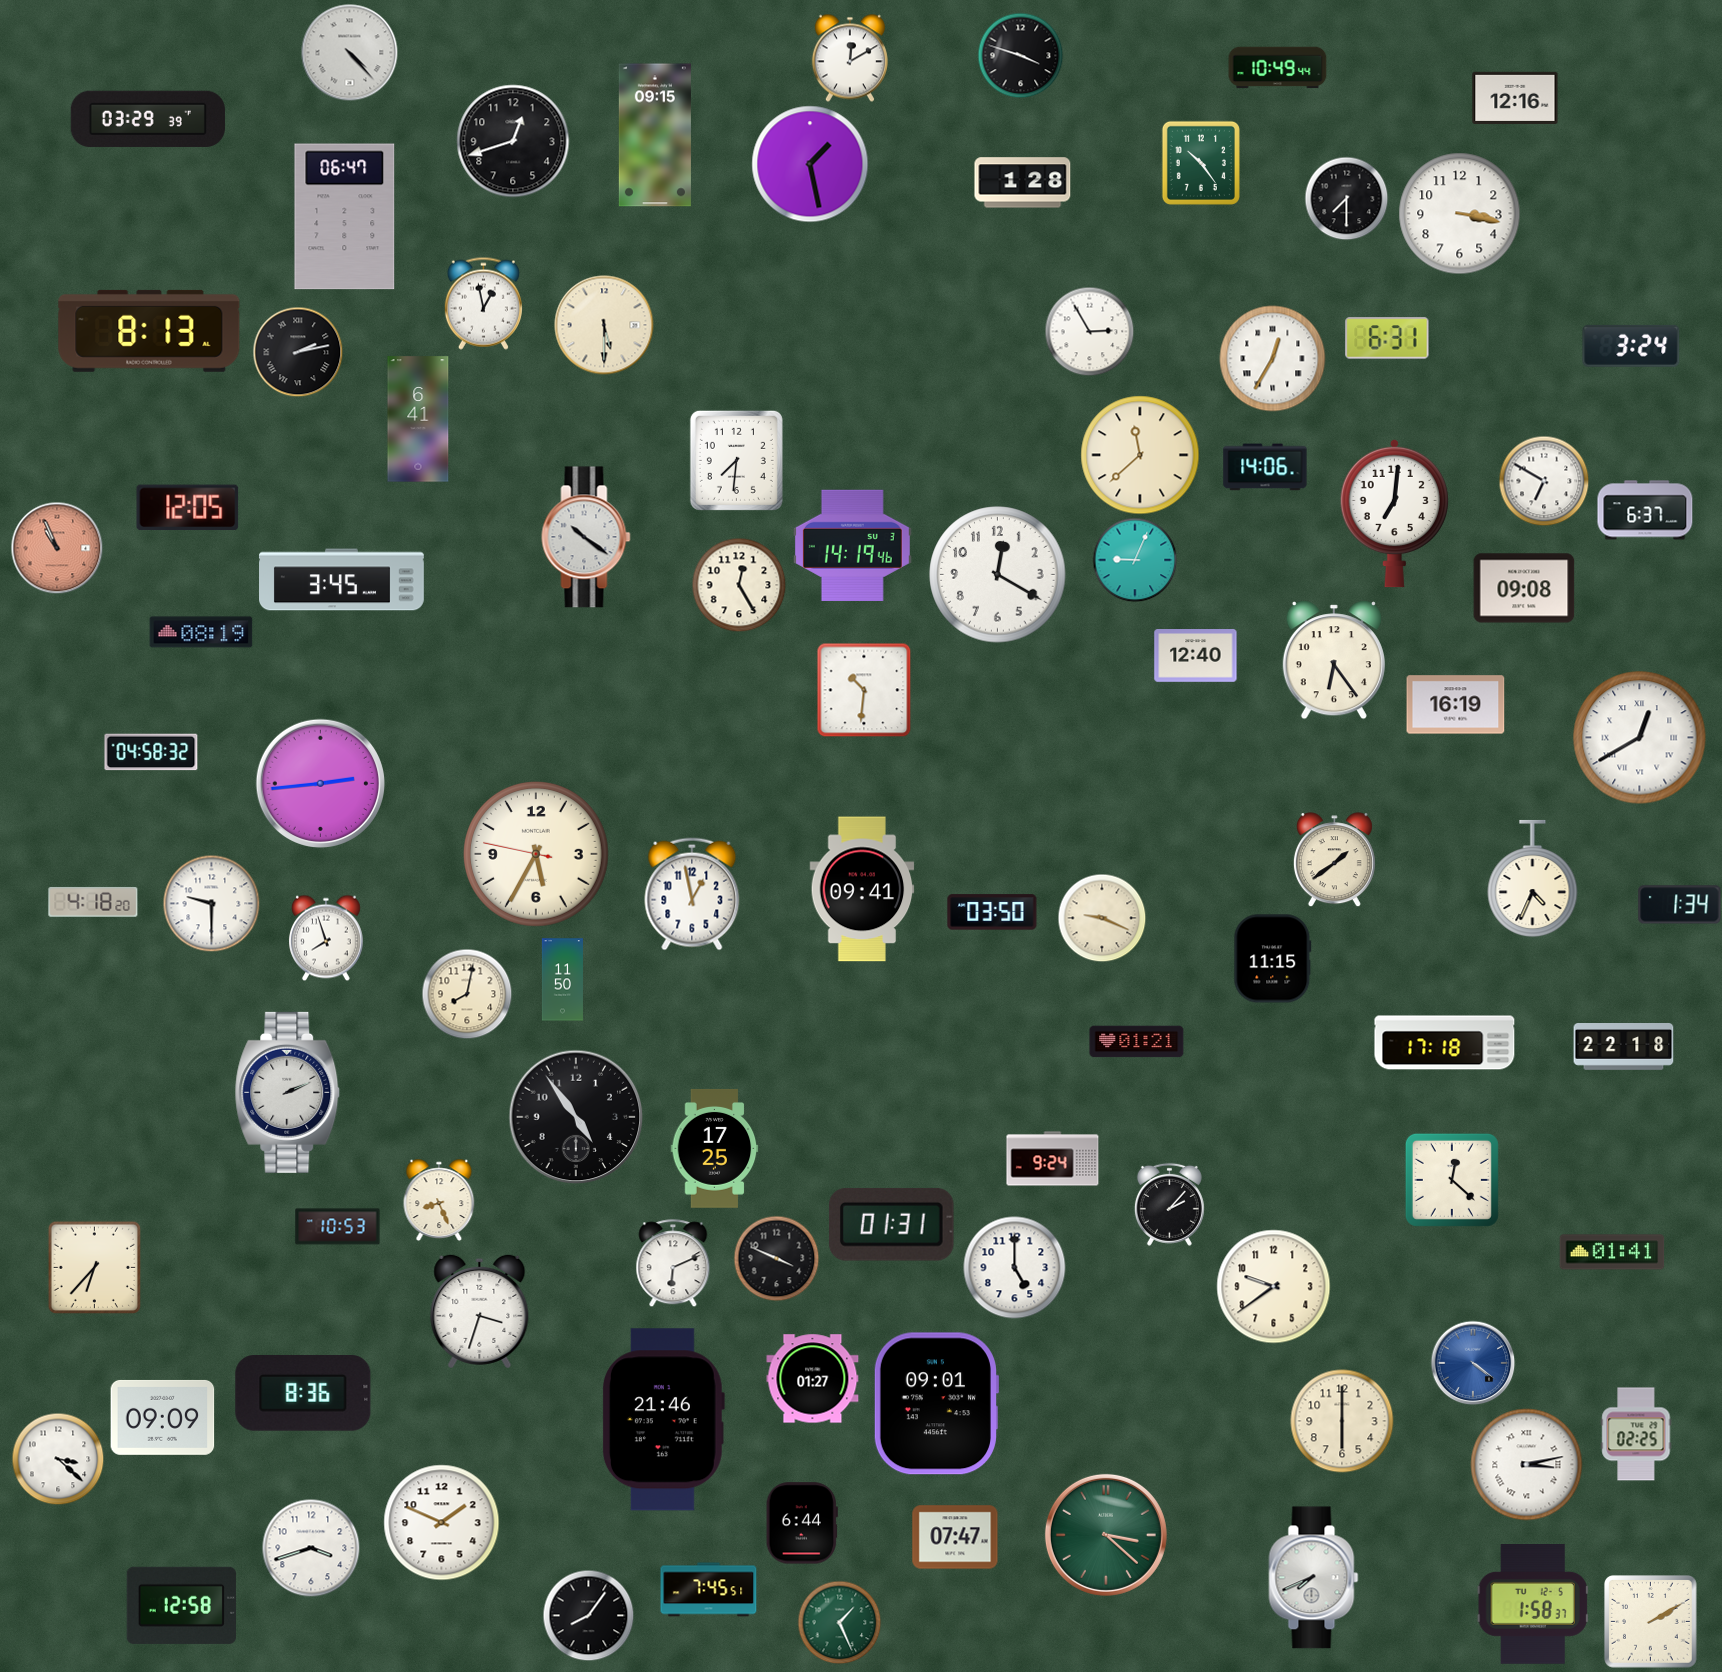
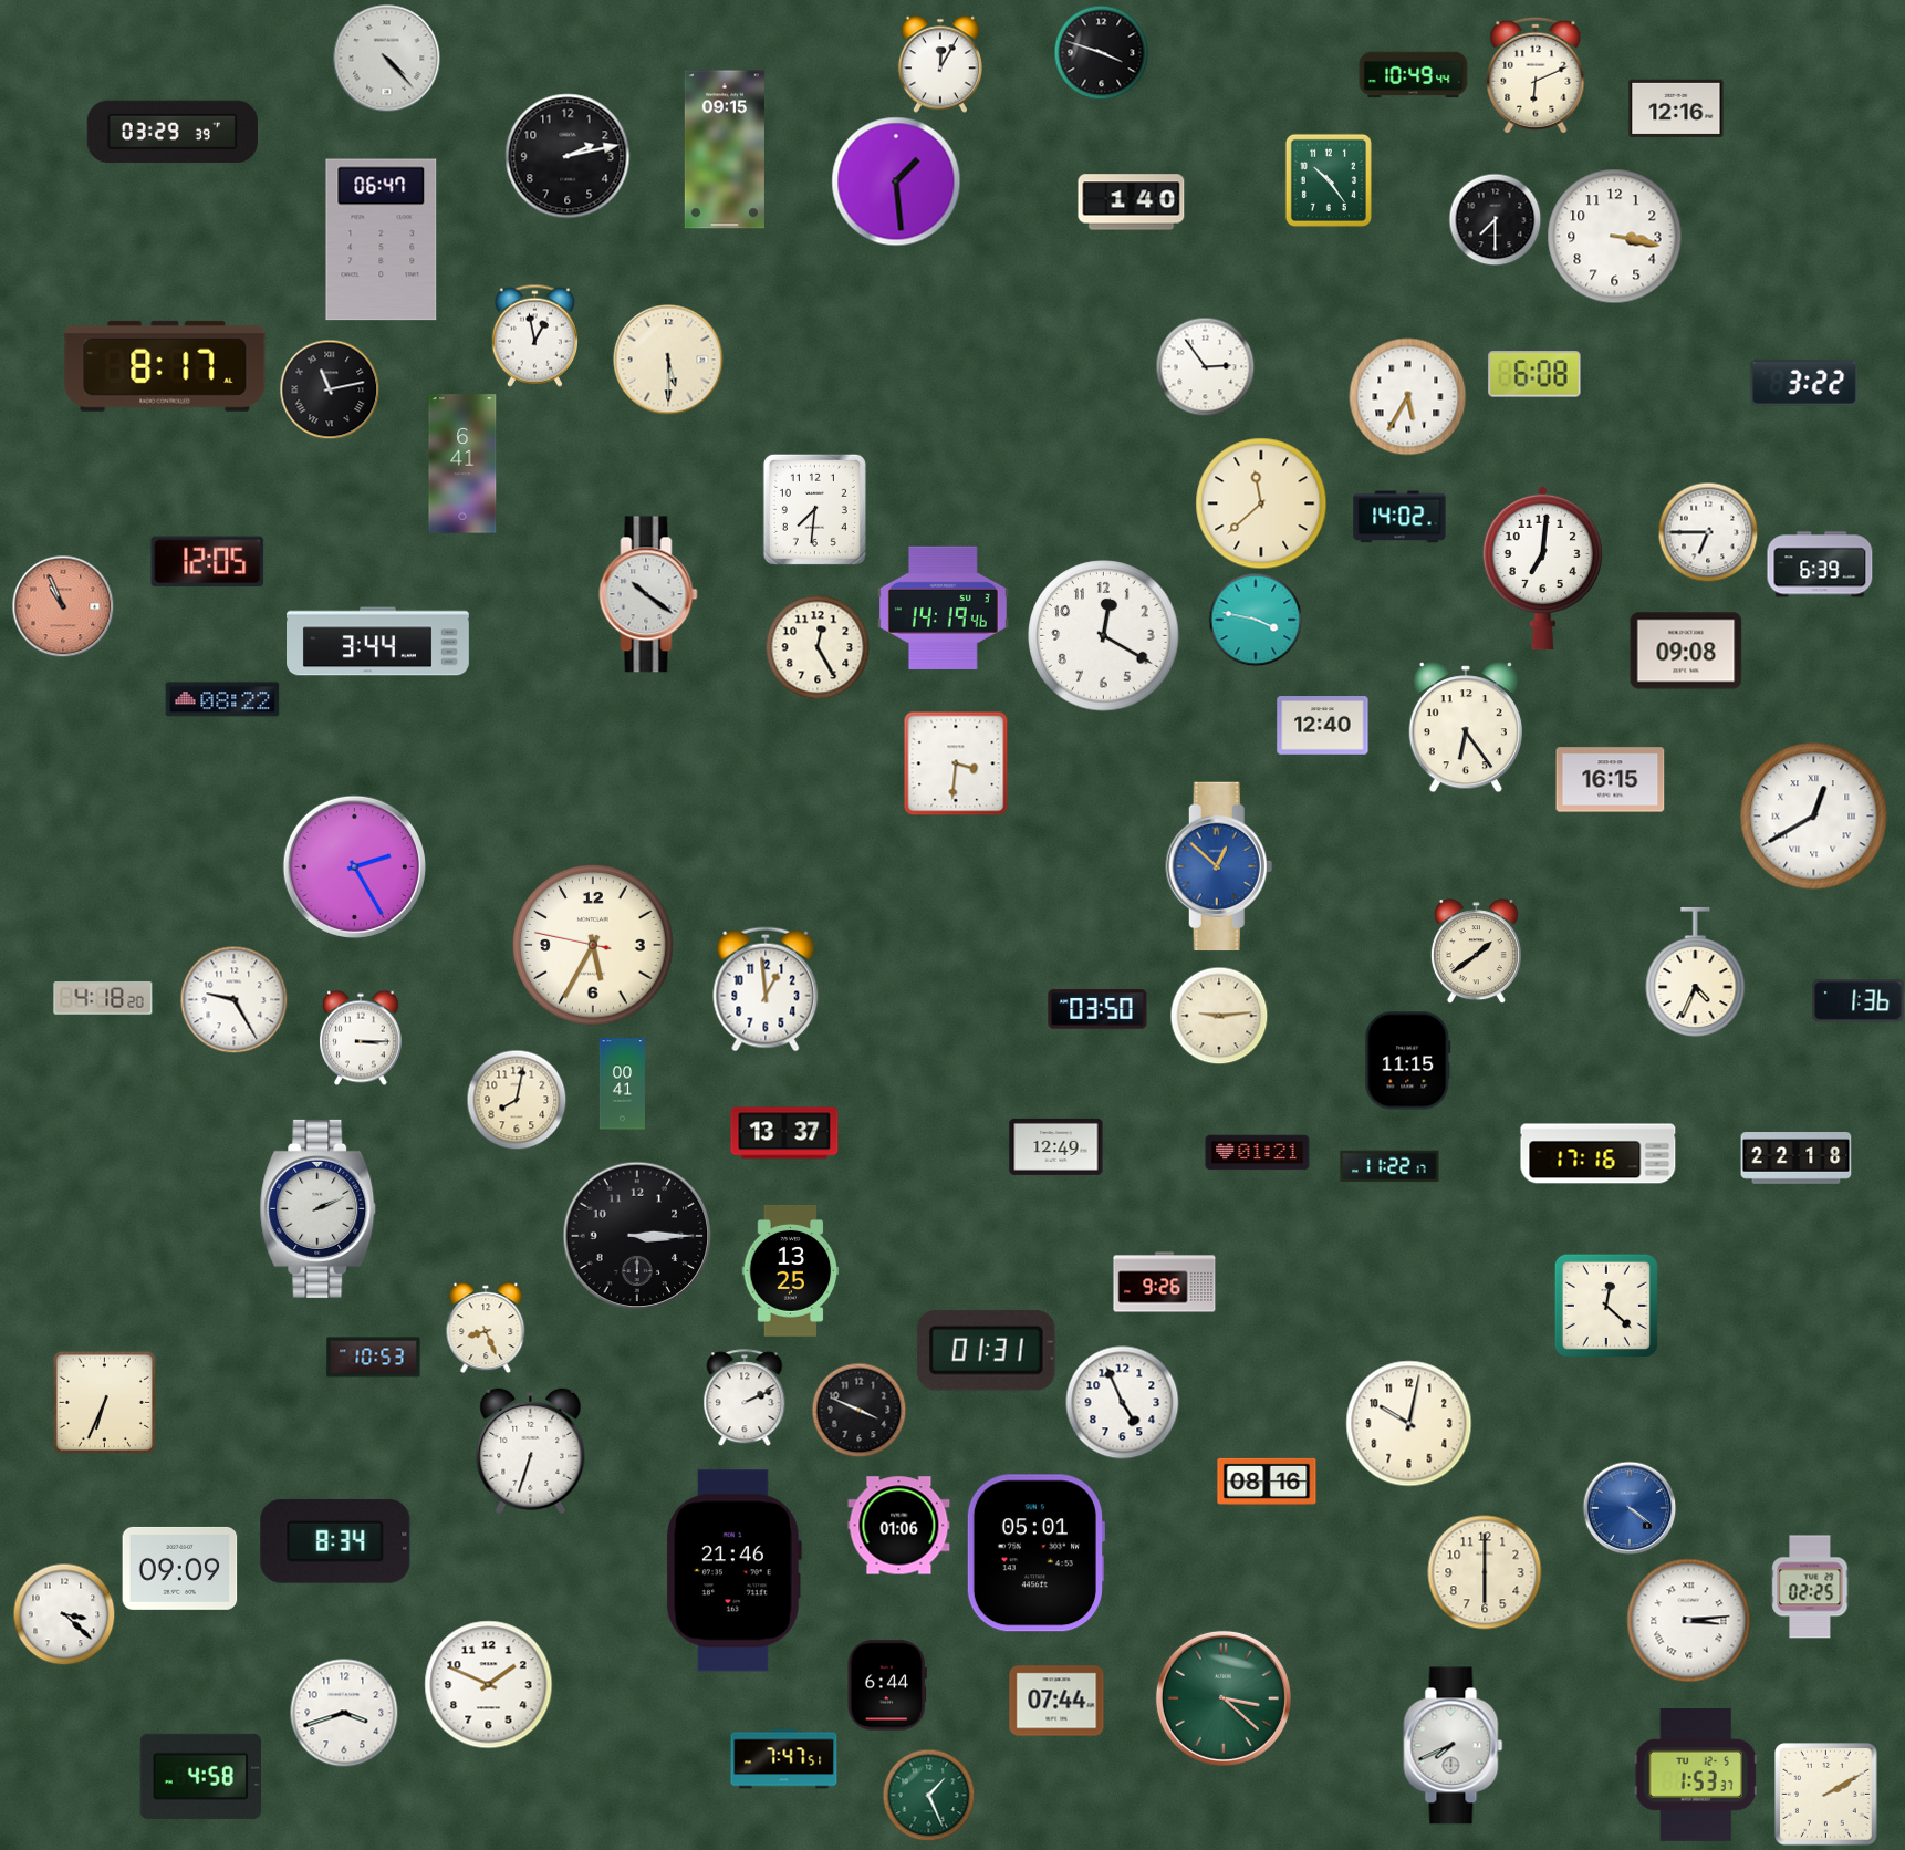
clock at (1020, 55) position: (1020, 55) -> (1101, 52)
clock at (850, 58): 12:10 -> 12:05
clock at (1536, 75): none -> 6:11
clock at (147, 119) position: (147, 119) -> (171, 132)
clock at (513, 141): 12:42 -> 2:13
clock at (810, 164): 1:28 -> 1:29
clock at (1023, 183): 1:28 -> 1:40
clock at (1346, 198) position: (1346, 198) -> (1495, 219)
clock at (149, 331): 8:13 -> 8:17
clock at (1089, 331): 2:55 -> 2:54
clock at (1387, 338): 6:31 -> 6:08
clock at (1631, 346): 3:24 -> 3:22
clock at (298, 352): 2:13 -> 11:13
clock at (1273, 359): 12:35 -> 5:35
clock at (1265, 467): 14:06 -> 14:02
clock at (1544, 481): 6:50 -> 6:45
clock at (1645, 510): 6:37 -> 6:39
clock at (852, 545) position: (852, 545) -> (943, 607)
clock at (1135, 560): 9:04 -> 3:47
clock at (342, 580): 3:45 -> 3:44
clock at (201, 632): 08:19 -> 08:22
clock at (1334, 660) position: (1334, 660) -> (1466, 727)
clock at (864, 690): 10:31 -> 3:31
clock at (1456, 705): 16:19 -> 16:15
clock at (151, 752): 04:58 -> none
clock at (320, 783): 2:44 -> 2:25
clock at (1219, 866): none -> 12:52
clock at (862, 889): 09:41 -> none
clock at (692, 894): 12:58 -> 12:59
clock at (211, 903): 9:30 -> 9:25
clock at (1680, 905): 1:34 -> 1:36
clock at (1102, 918): 9:19 -> 9:14
clock at (327, 938): 7:57 -> 3:15
clock at (562, 980): 11:50 -> 00:41
clock at (784, 1133): none -> 13:37
clock at (1056, 1146): none -> 12:49
clock at (1445, 1043): 17:18 -> 17:16
clock at (1389, 1166): none -> 11:22
clock at (576, 1117): 4:54 -> 3:15
clock at (715, 1148): 17:25 -> 13:25
clock at (1053, 1159): 9:24 -> 9:26
clock at (1169, 1204): 2:07 -> none
clock at (891, 1225) position: (891, 1225) -> (986, 1351)
clock at (1612, 1252): 01:41 -> none
clock at (776, 1258) position: (776, 1258) -> (858, 1410)
clock at (673, 1263): 6:11 -> 2:11
clock at (94, 1267): 6:37 -> 6:34
clock at (1015, 1268): 5:00 -> 4:56
clock at (1274, 1287): 9:39 -> 10:02
clock at (480, 1311): 3:33 -> 6:33
clock at (1267, 1482): none -> 08:16
clock at (813, 1379): 01:27 -> 01:06
clock at (303, 1394): 8:36 -> 8:34
clock at (935, 1404): 09:01 -> 05:01
clock at (1527, 1465): 3:13 -> 3:14
clock at (955, 1537): 07:47 -> 07:44
clock at (709, 1590): 7:45 -> 7:47
clock at (181, 1605): 12:58 -> 4:58
clock at (1533, 1605): 1:58 -> 1:53
clock at (588, 1615): 8:06 -> none
